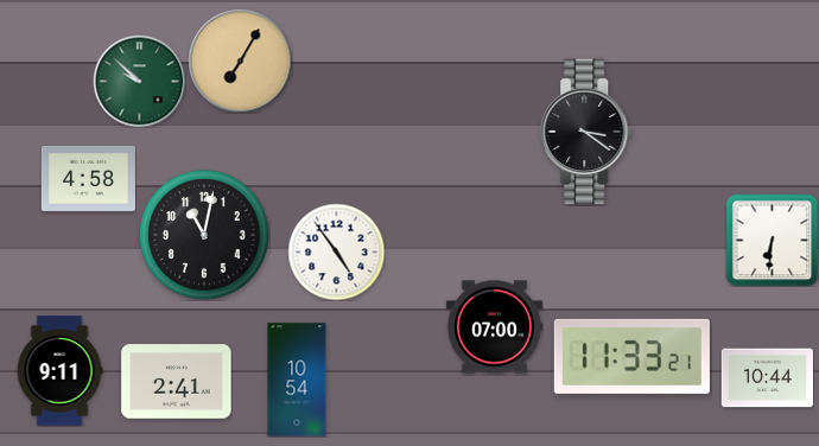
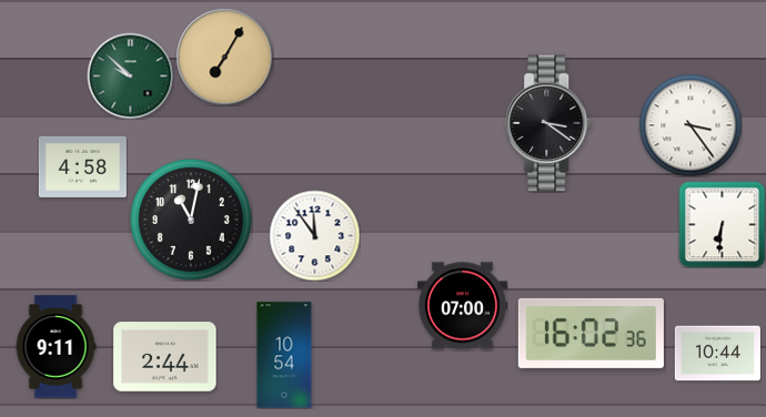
clock at (691, 125): none -> 3:24
clock at (336, 251): 4:54 -> 11:54
clock at (631, 356): 11:33 -> 16:02
clock at (297, 380) position: (297, 380) -> (284, 355)
clock at (177, 382): 2:41 -> 2:44
